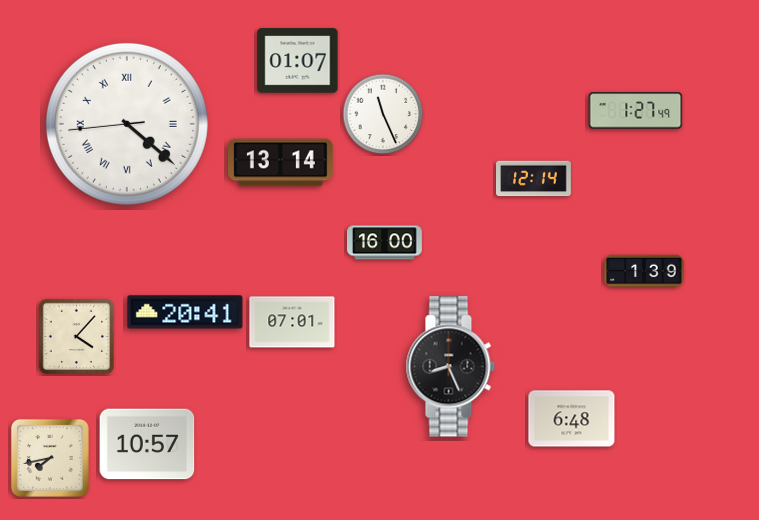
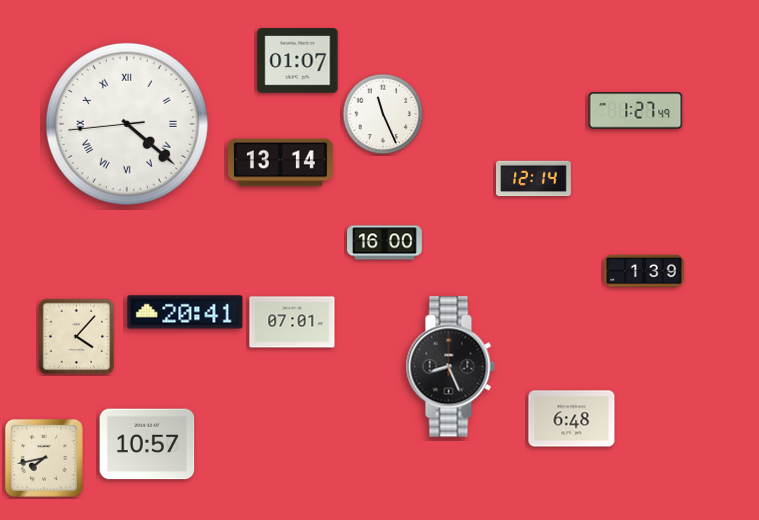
clock at (50, 458) position: (50, 458) -> (44, 458)
